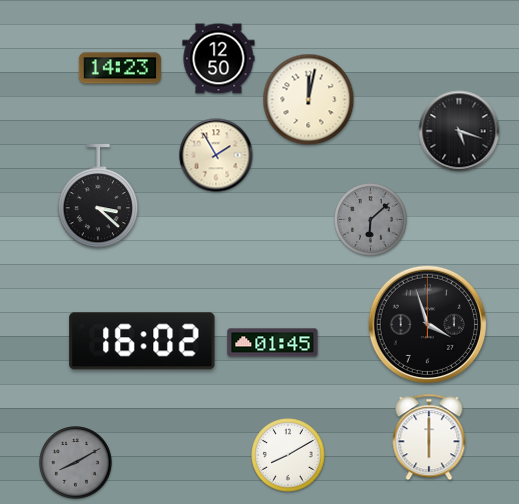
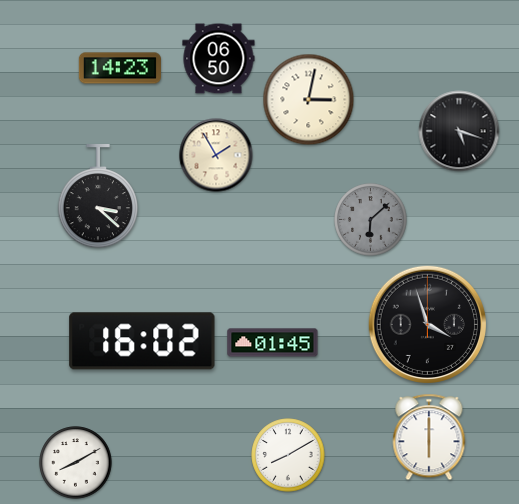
clock at (219, 59): 12:50 -> 06:50
clock at (309, 100): 12:02 -> 3:02
clock at (76, 463) dial: grey -> white
